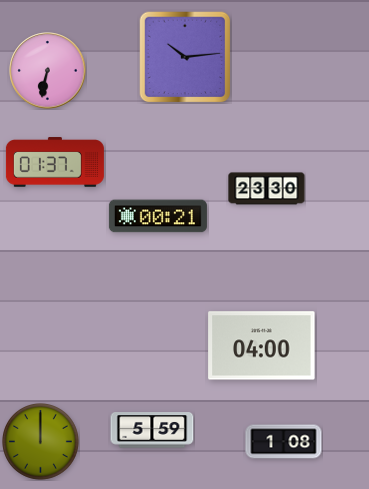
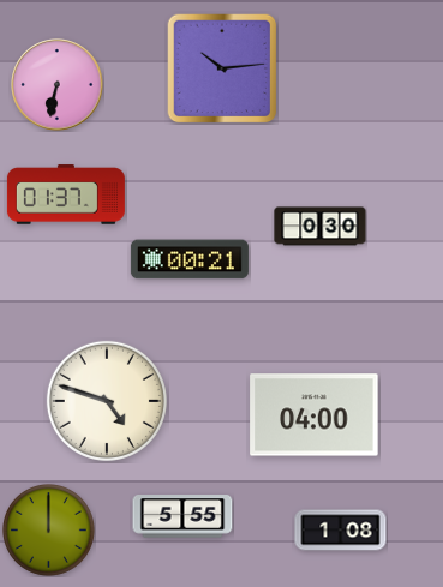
clock at (267, 189): 23:30 -> 0:30
clock at (107, 401): none -> 4:48
clock at (152, 430): 5:59 -> 5:55
